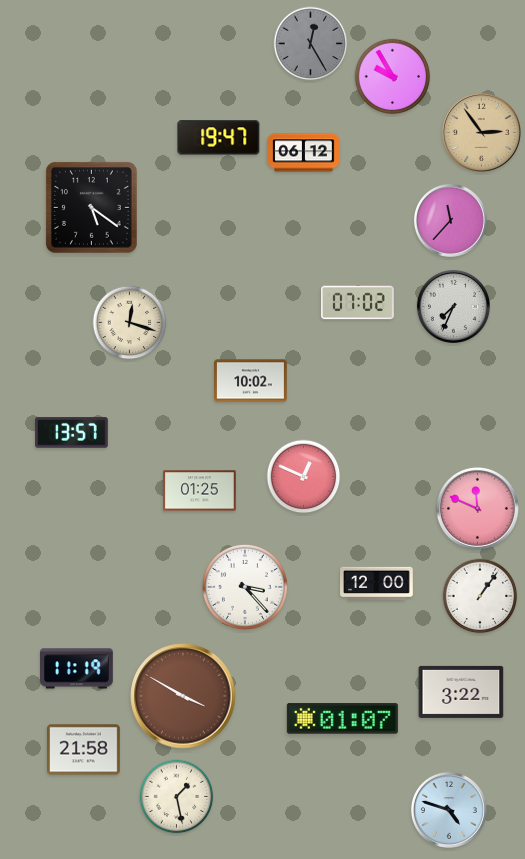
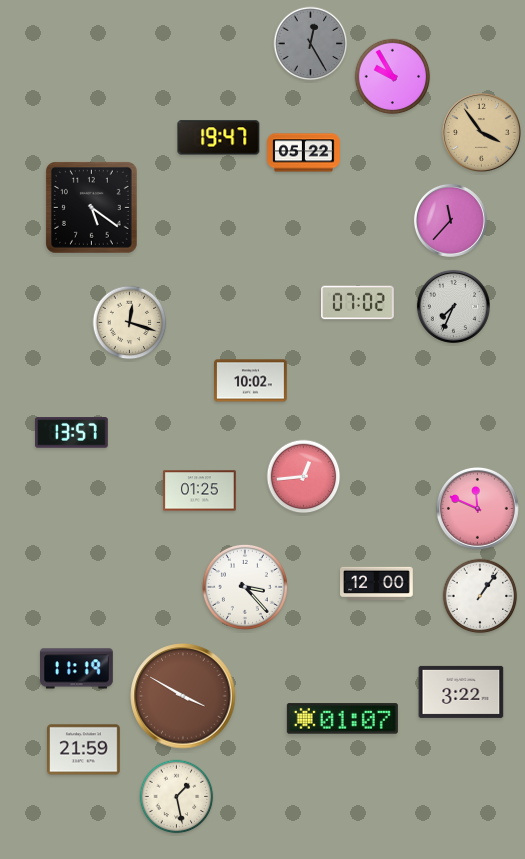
clock at (481, 132): 2:54 -> 3:54
clock at (304, 153): 06:12 -> 05:22
clock at (304, 477): 12:49 -> 12:44
clock at (84, 750): 21:58 -> 21:59
clock at (449, 810): 4:48 -> none
